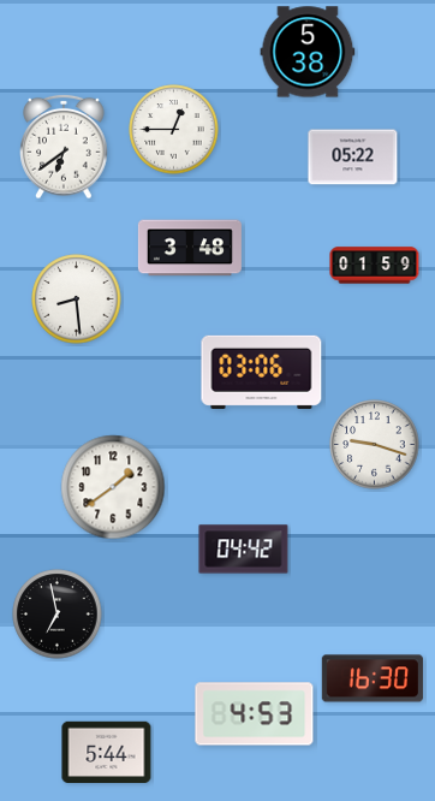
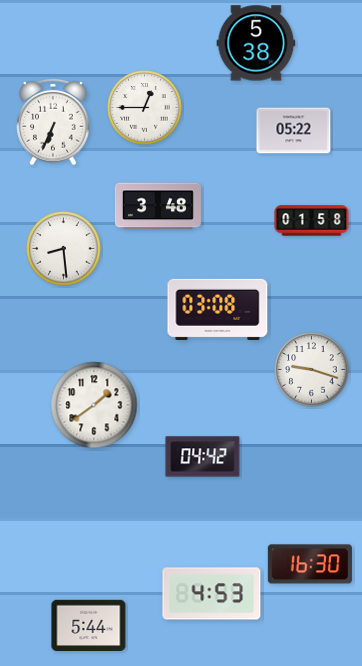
clock at (64, 147): 6:39 -> 6:34
clock at (375, 266): 01:59 -> 01:58
clock at (262, 372): 03:06 -> 03:08
clock at (58, 615): 6:58 -> none
